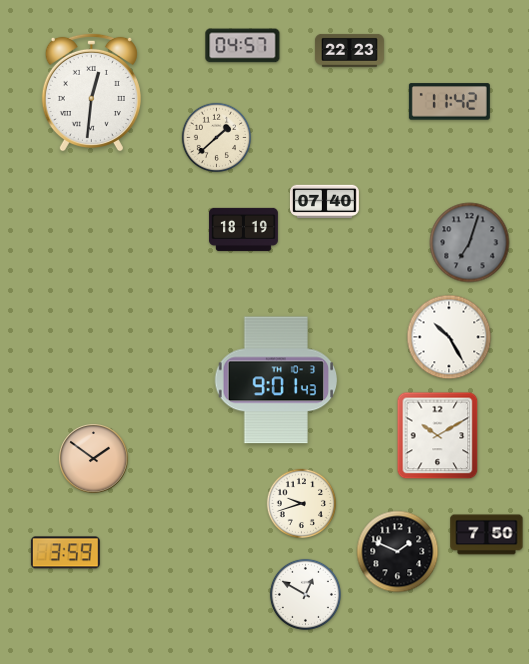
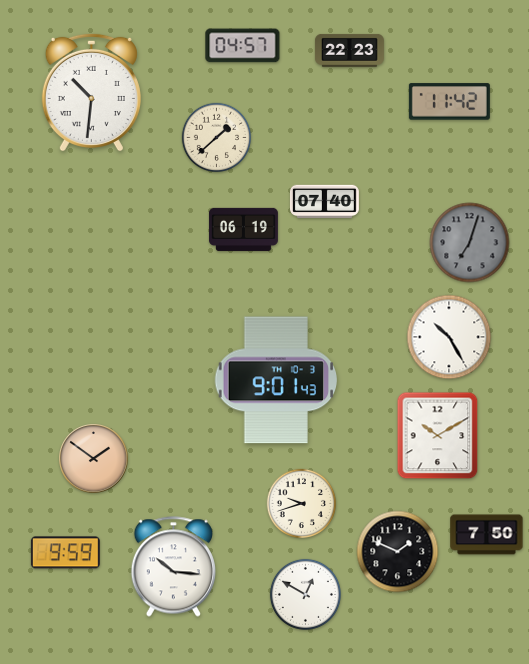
clock at (91, 92): 12:31 -> 10:31
clock at (243, 229): 18:19 -> 06:19
clock at (65, 553): 3:59 -> 9:59
clock at (173, 567): none -> 10:16
